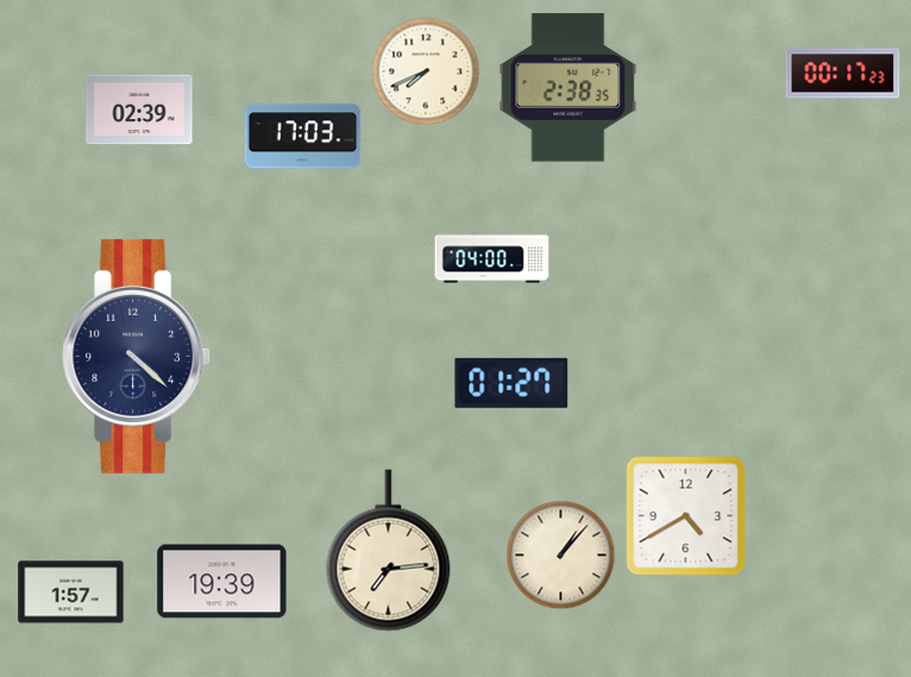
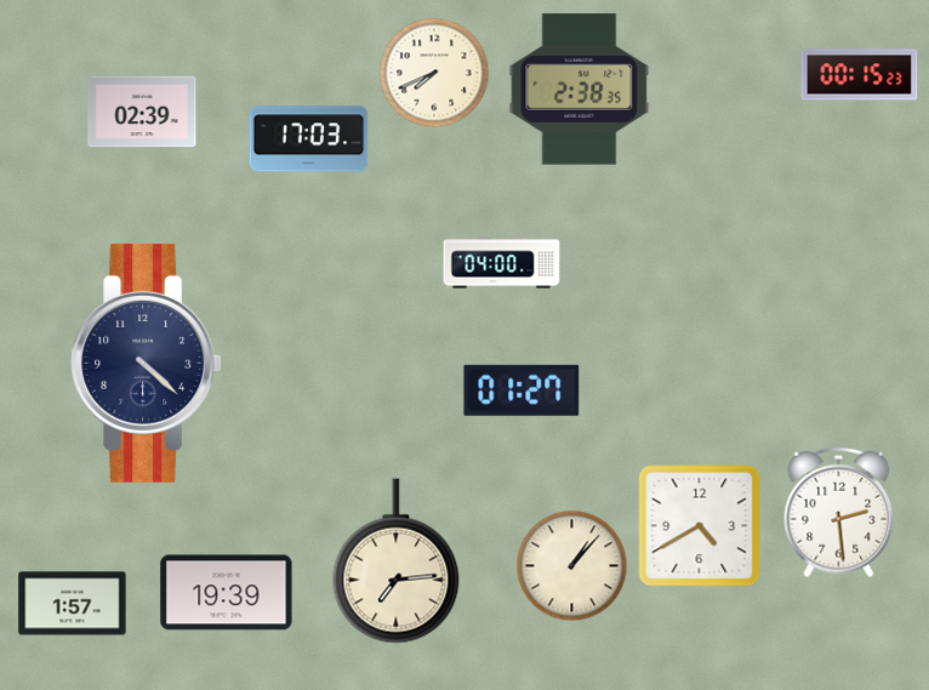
clock at (843, 74): 00:17 -> 00:15
clock at (137, 356) position: (137, 356) -> (147, 363)
clock at (839, 513): none -> 2:29
